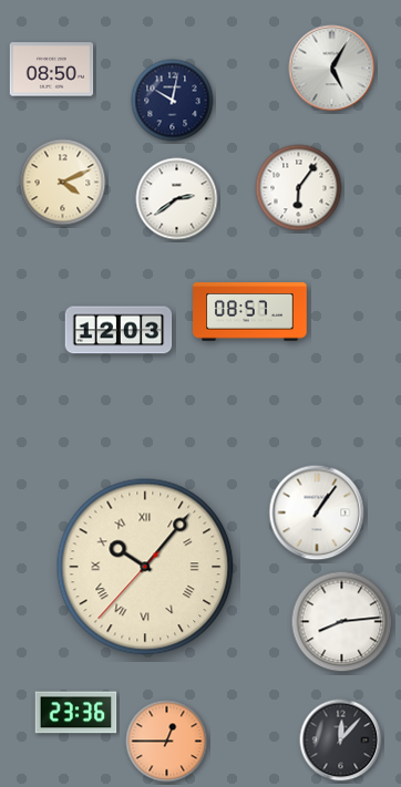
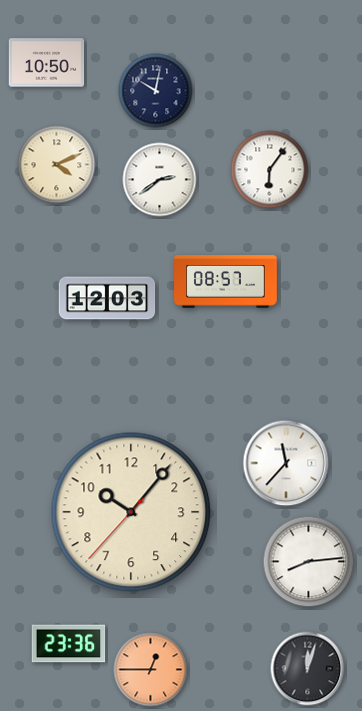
clock at (332, 69): 5:05 -> none
clock at (52, 70): 08:50 -> 10:50
clock at (317, 512): 1:06 -> 11:37
clock at (145, 567) numerals: Roman -> Arabic
clock at (341, 741): 12:07 -> 12:03
